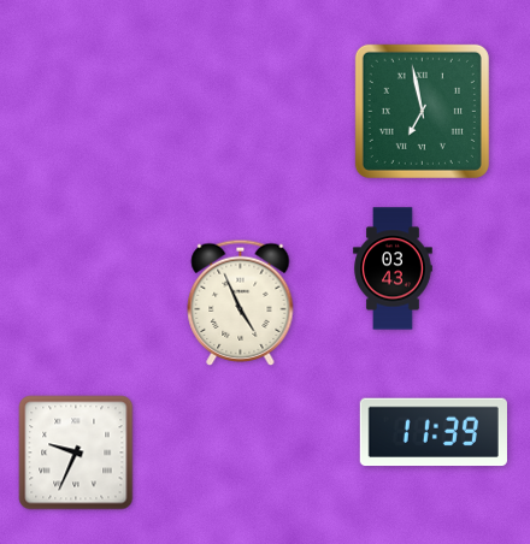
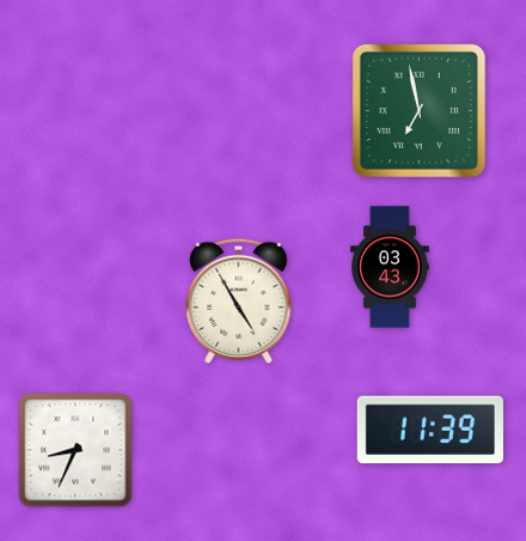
clock at (241, 302): 4:56 -> 4:55
clock at (76, 453): 9:34 -> 8:34
